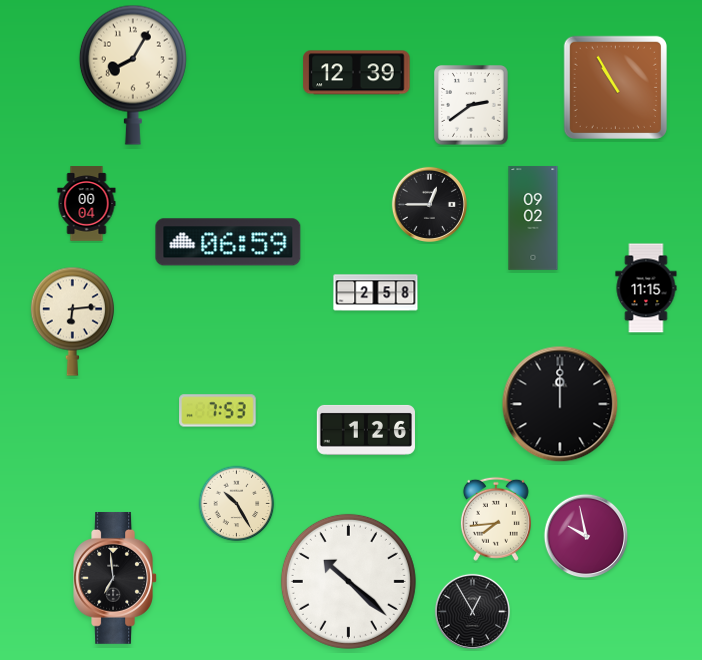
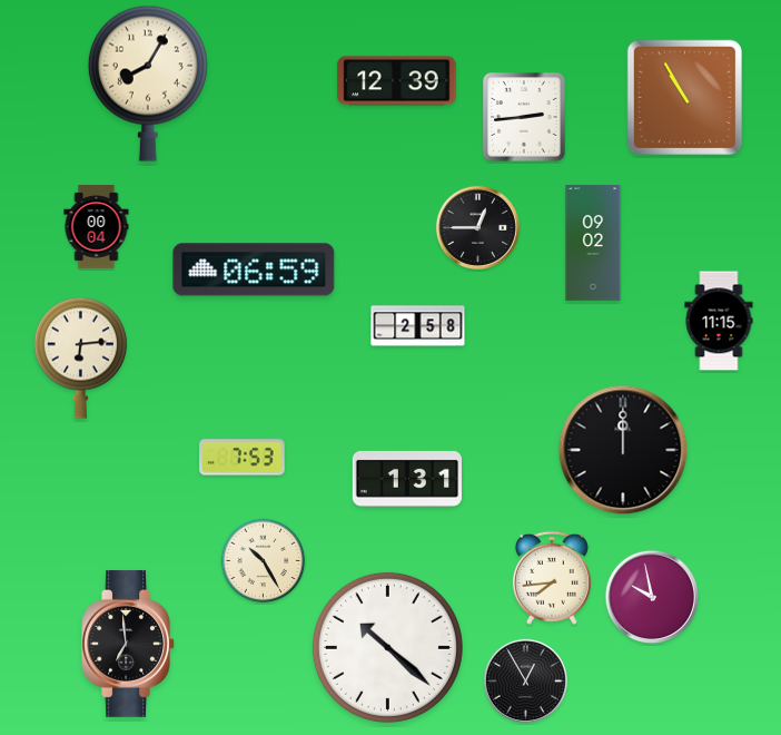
clock at (472, 105): 2:39 -> 2:44
clock at (366, 430): 1:26 -> 1:31
